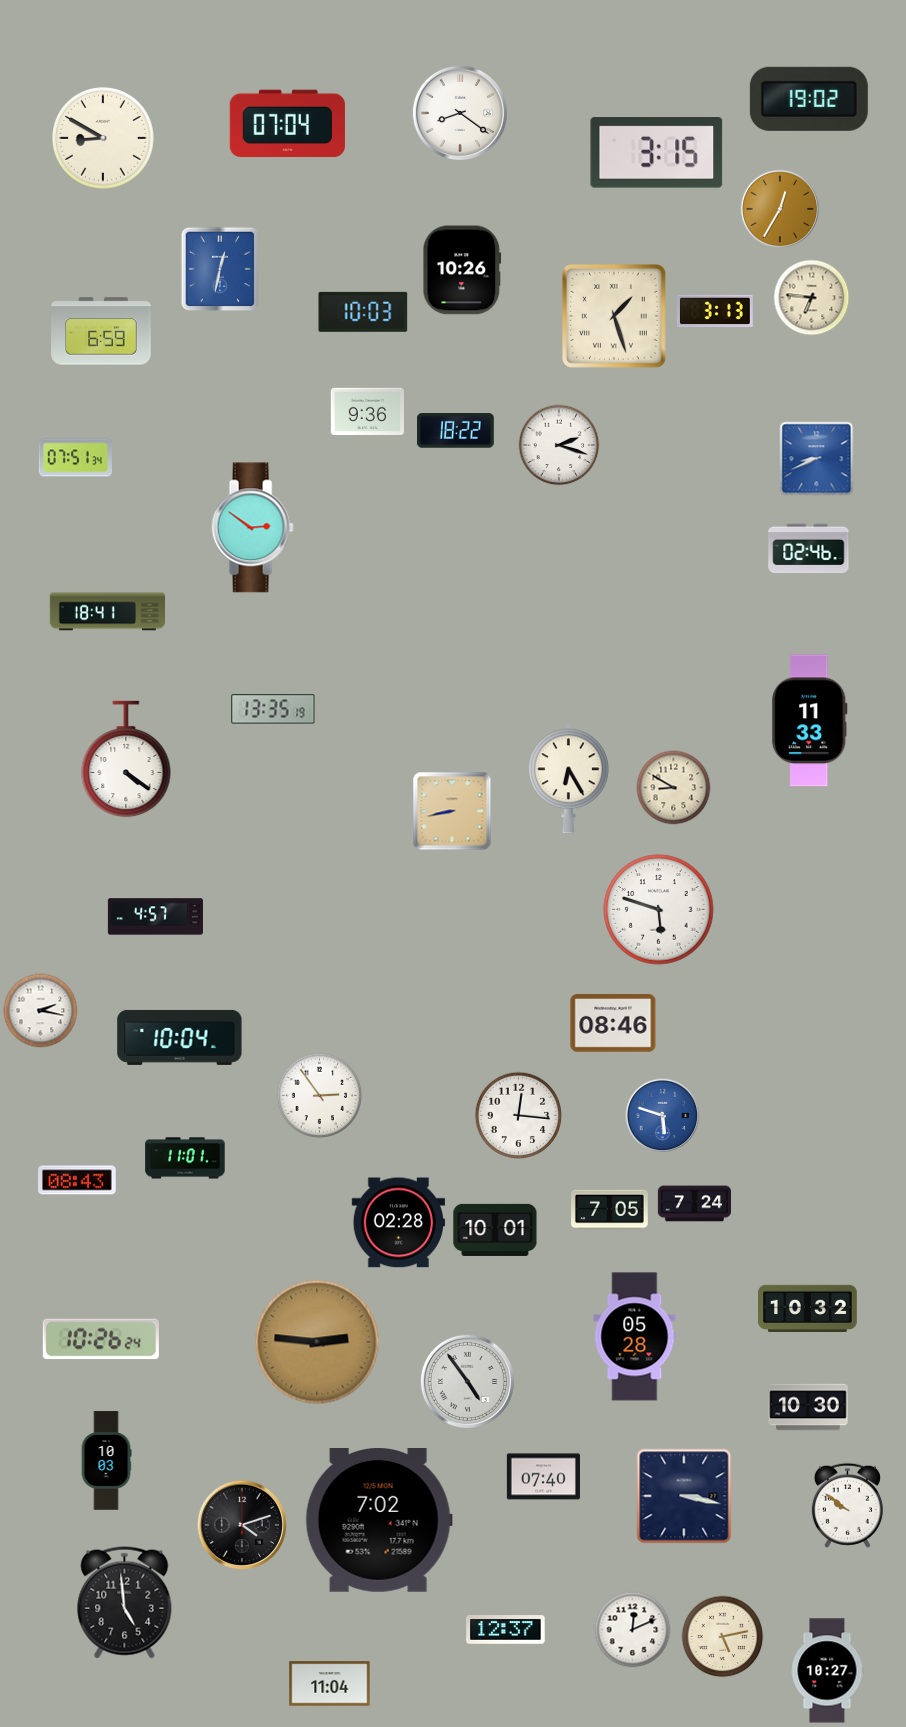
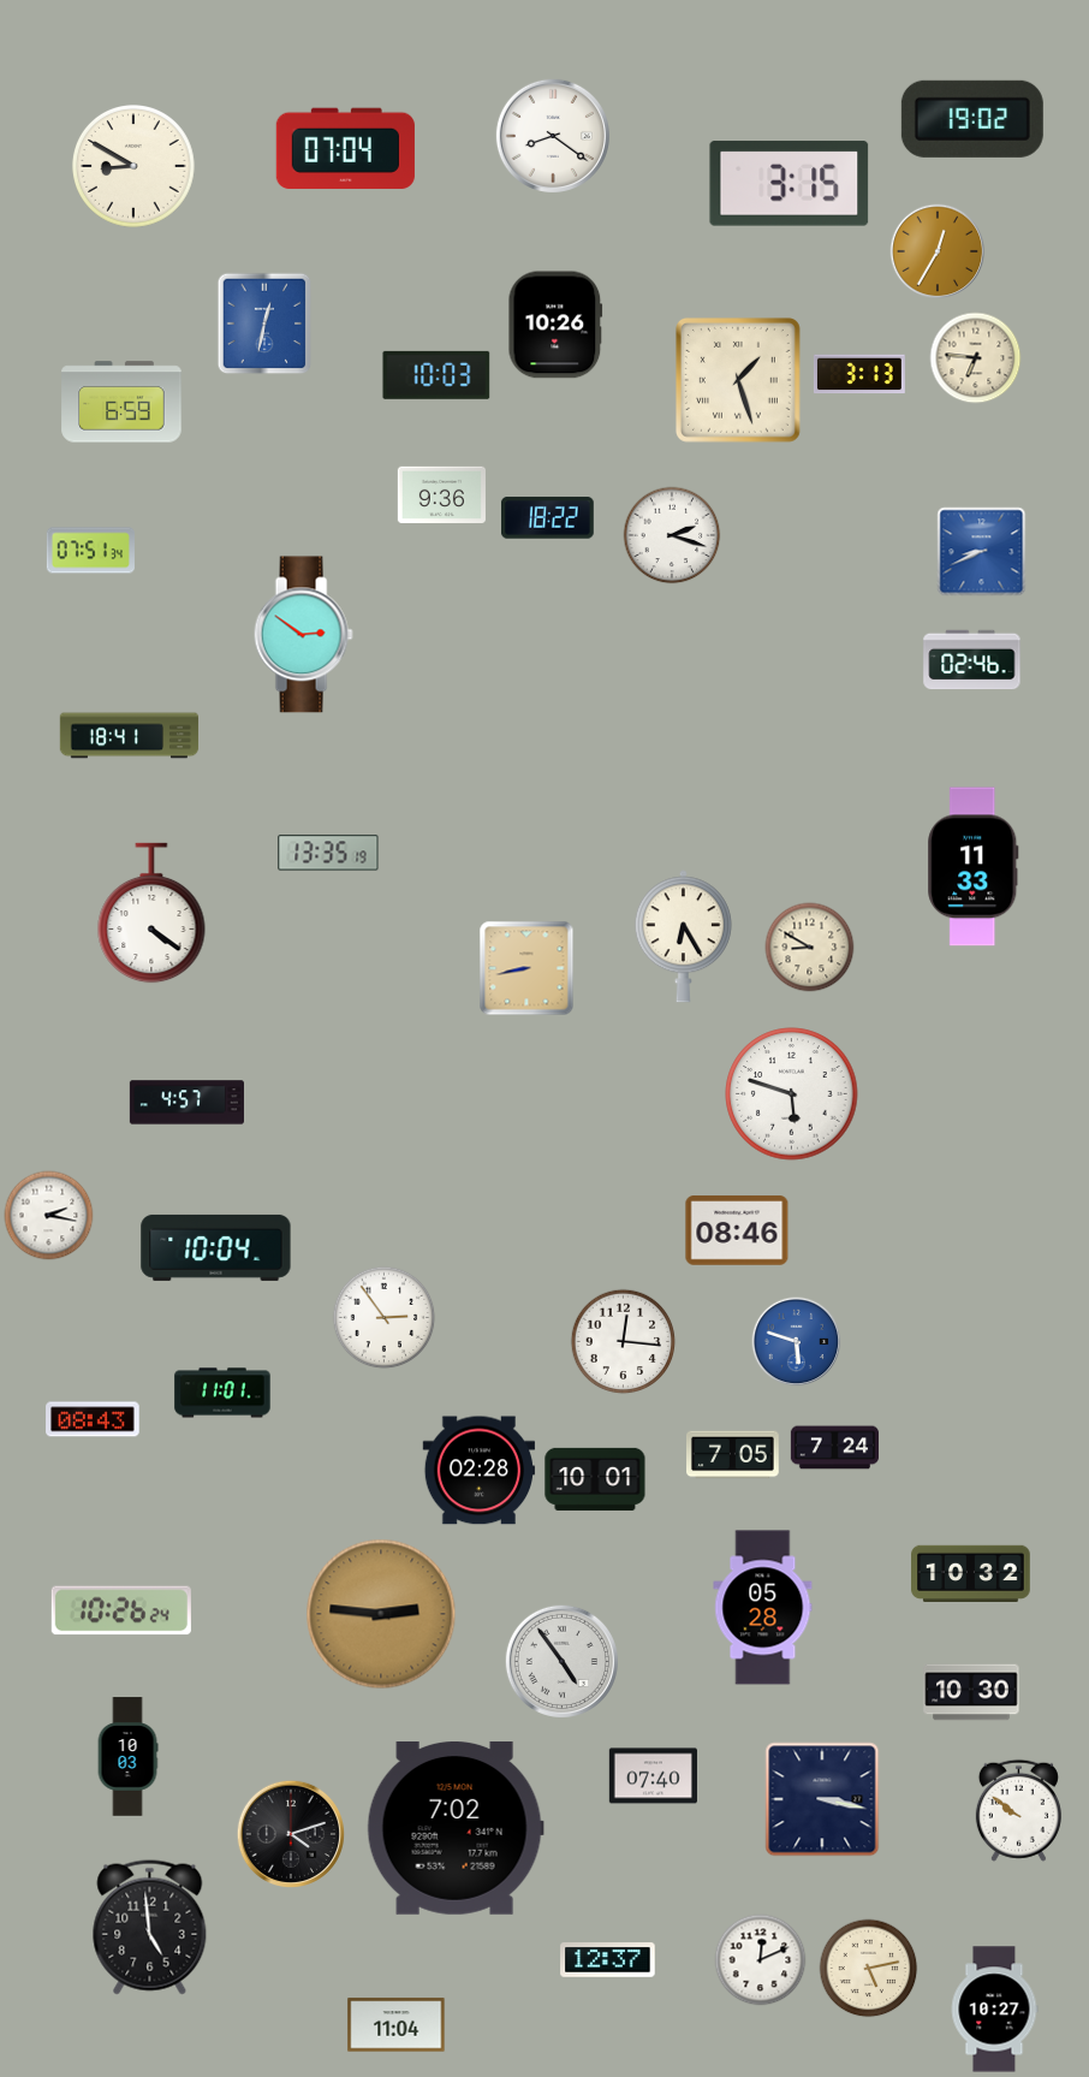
clock at (104, 139) position: (104, 139) -> (135, 167)
clock at (101, 331) position: (101, 331) -> (121, 402)
clock at (452, 811) position: (452, 811) -> (526, 968)
